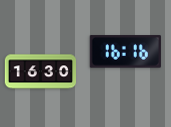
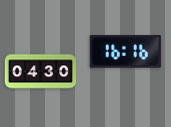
clock at (40, 72): 16:30 -> 04:30
